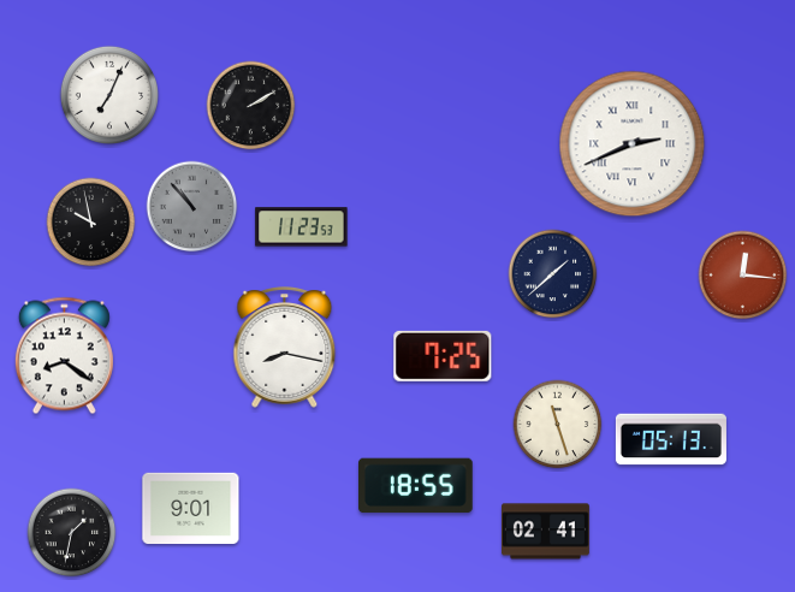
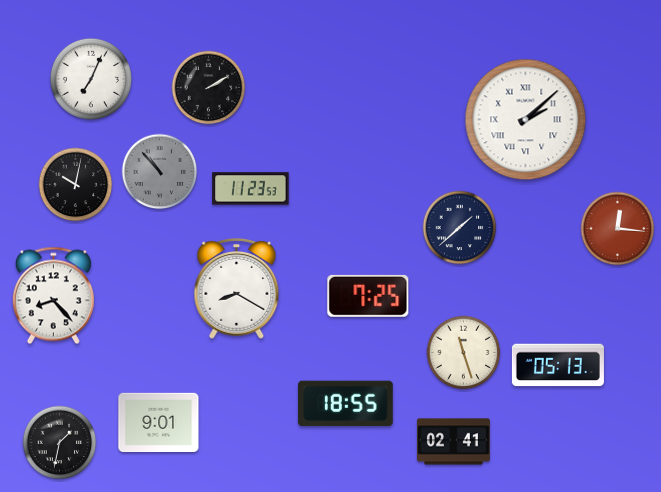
clock at (633, 144): 2:41 -> 2:08
clock at (91, 223): 9:58 -> 10:02
clock at (285, 348): 8:17 -> 8:20
clock at (64, 356): 8:21 -> 8:23
